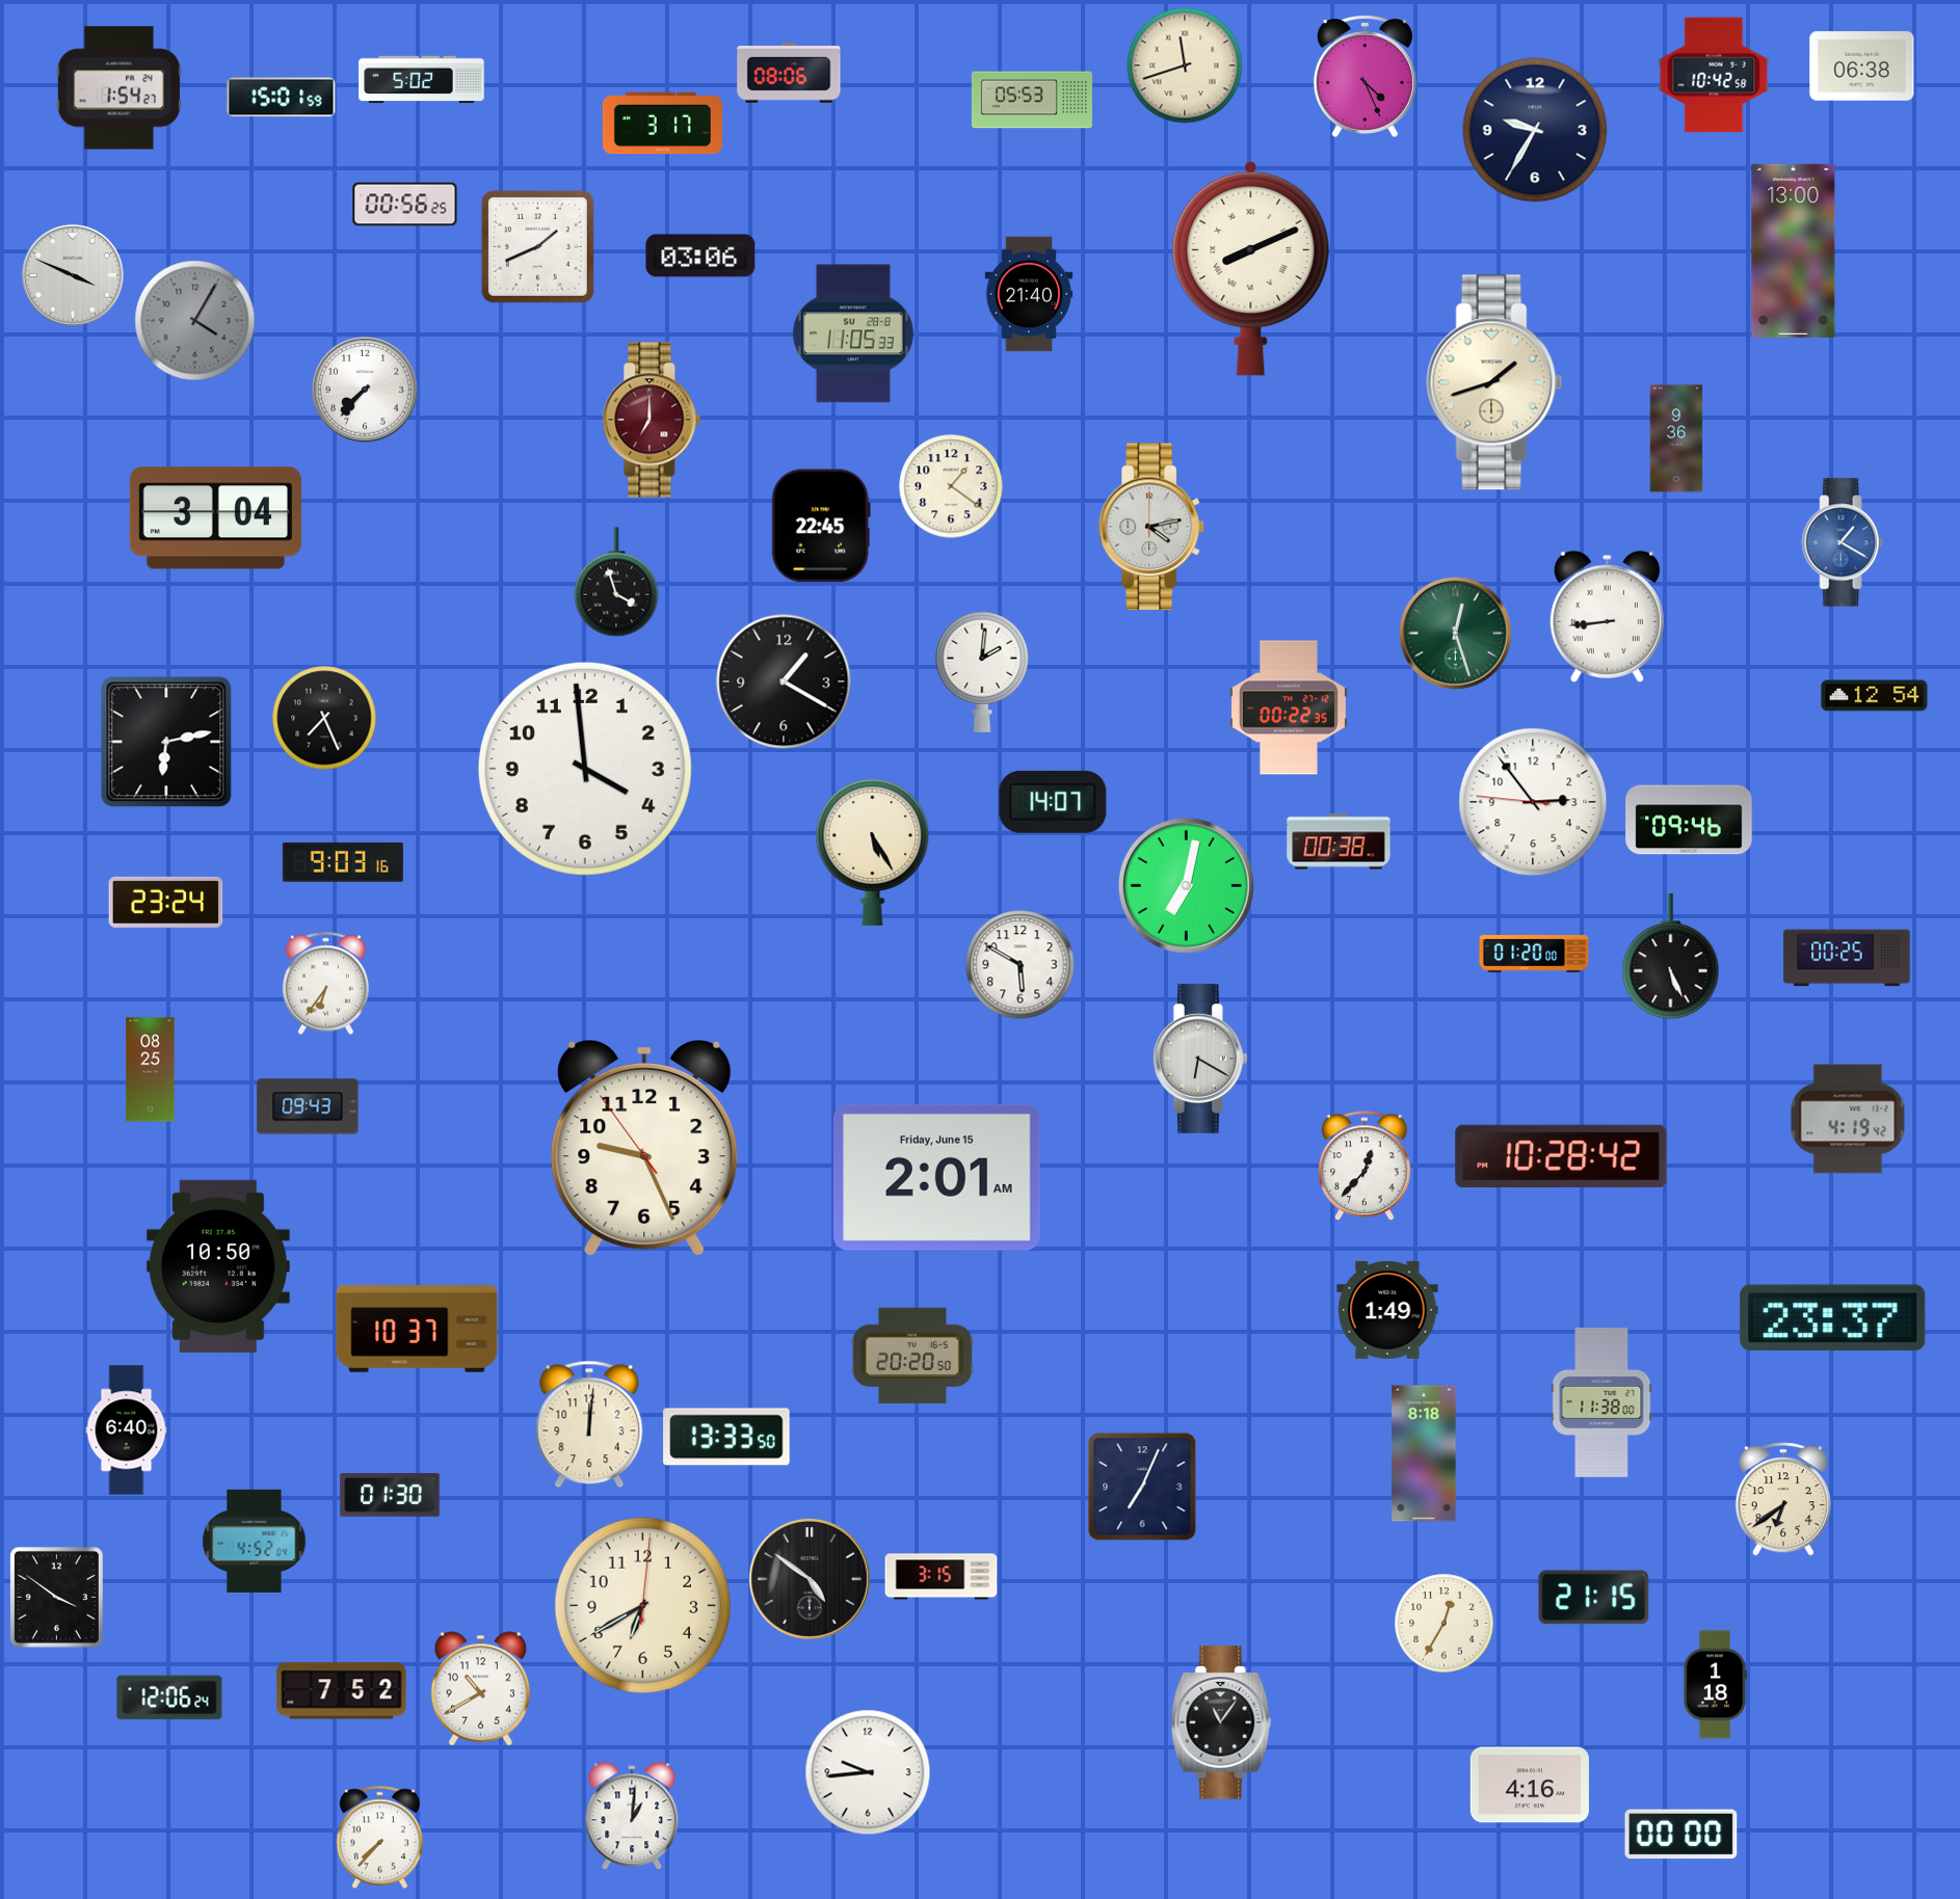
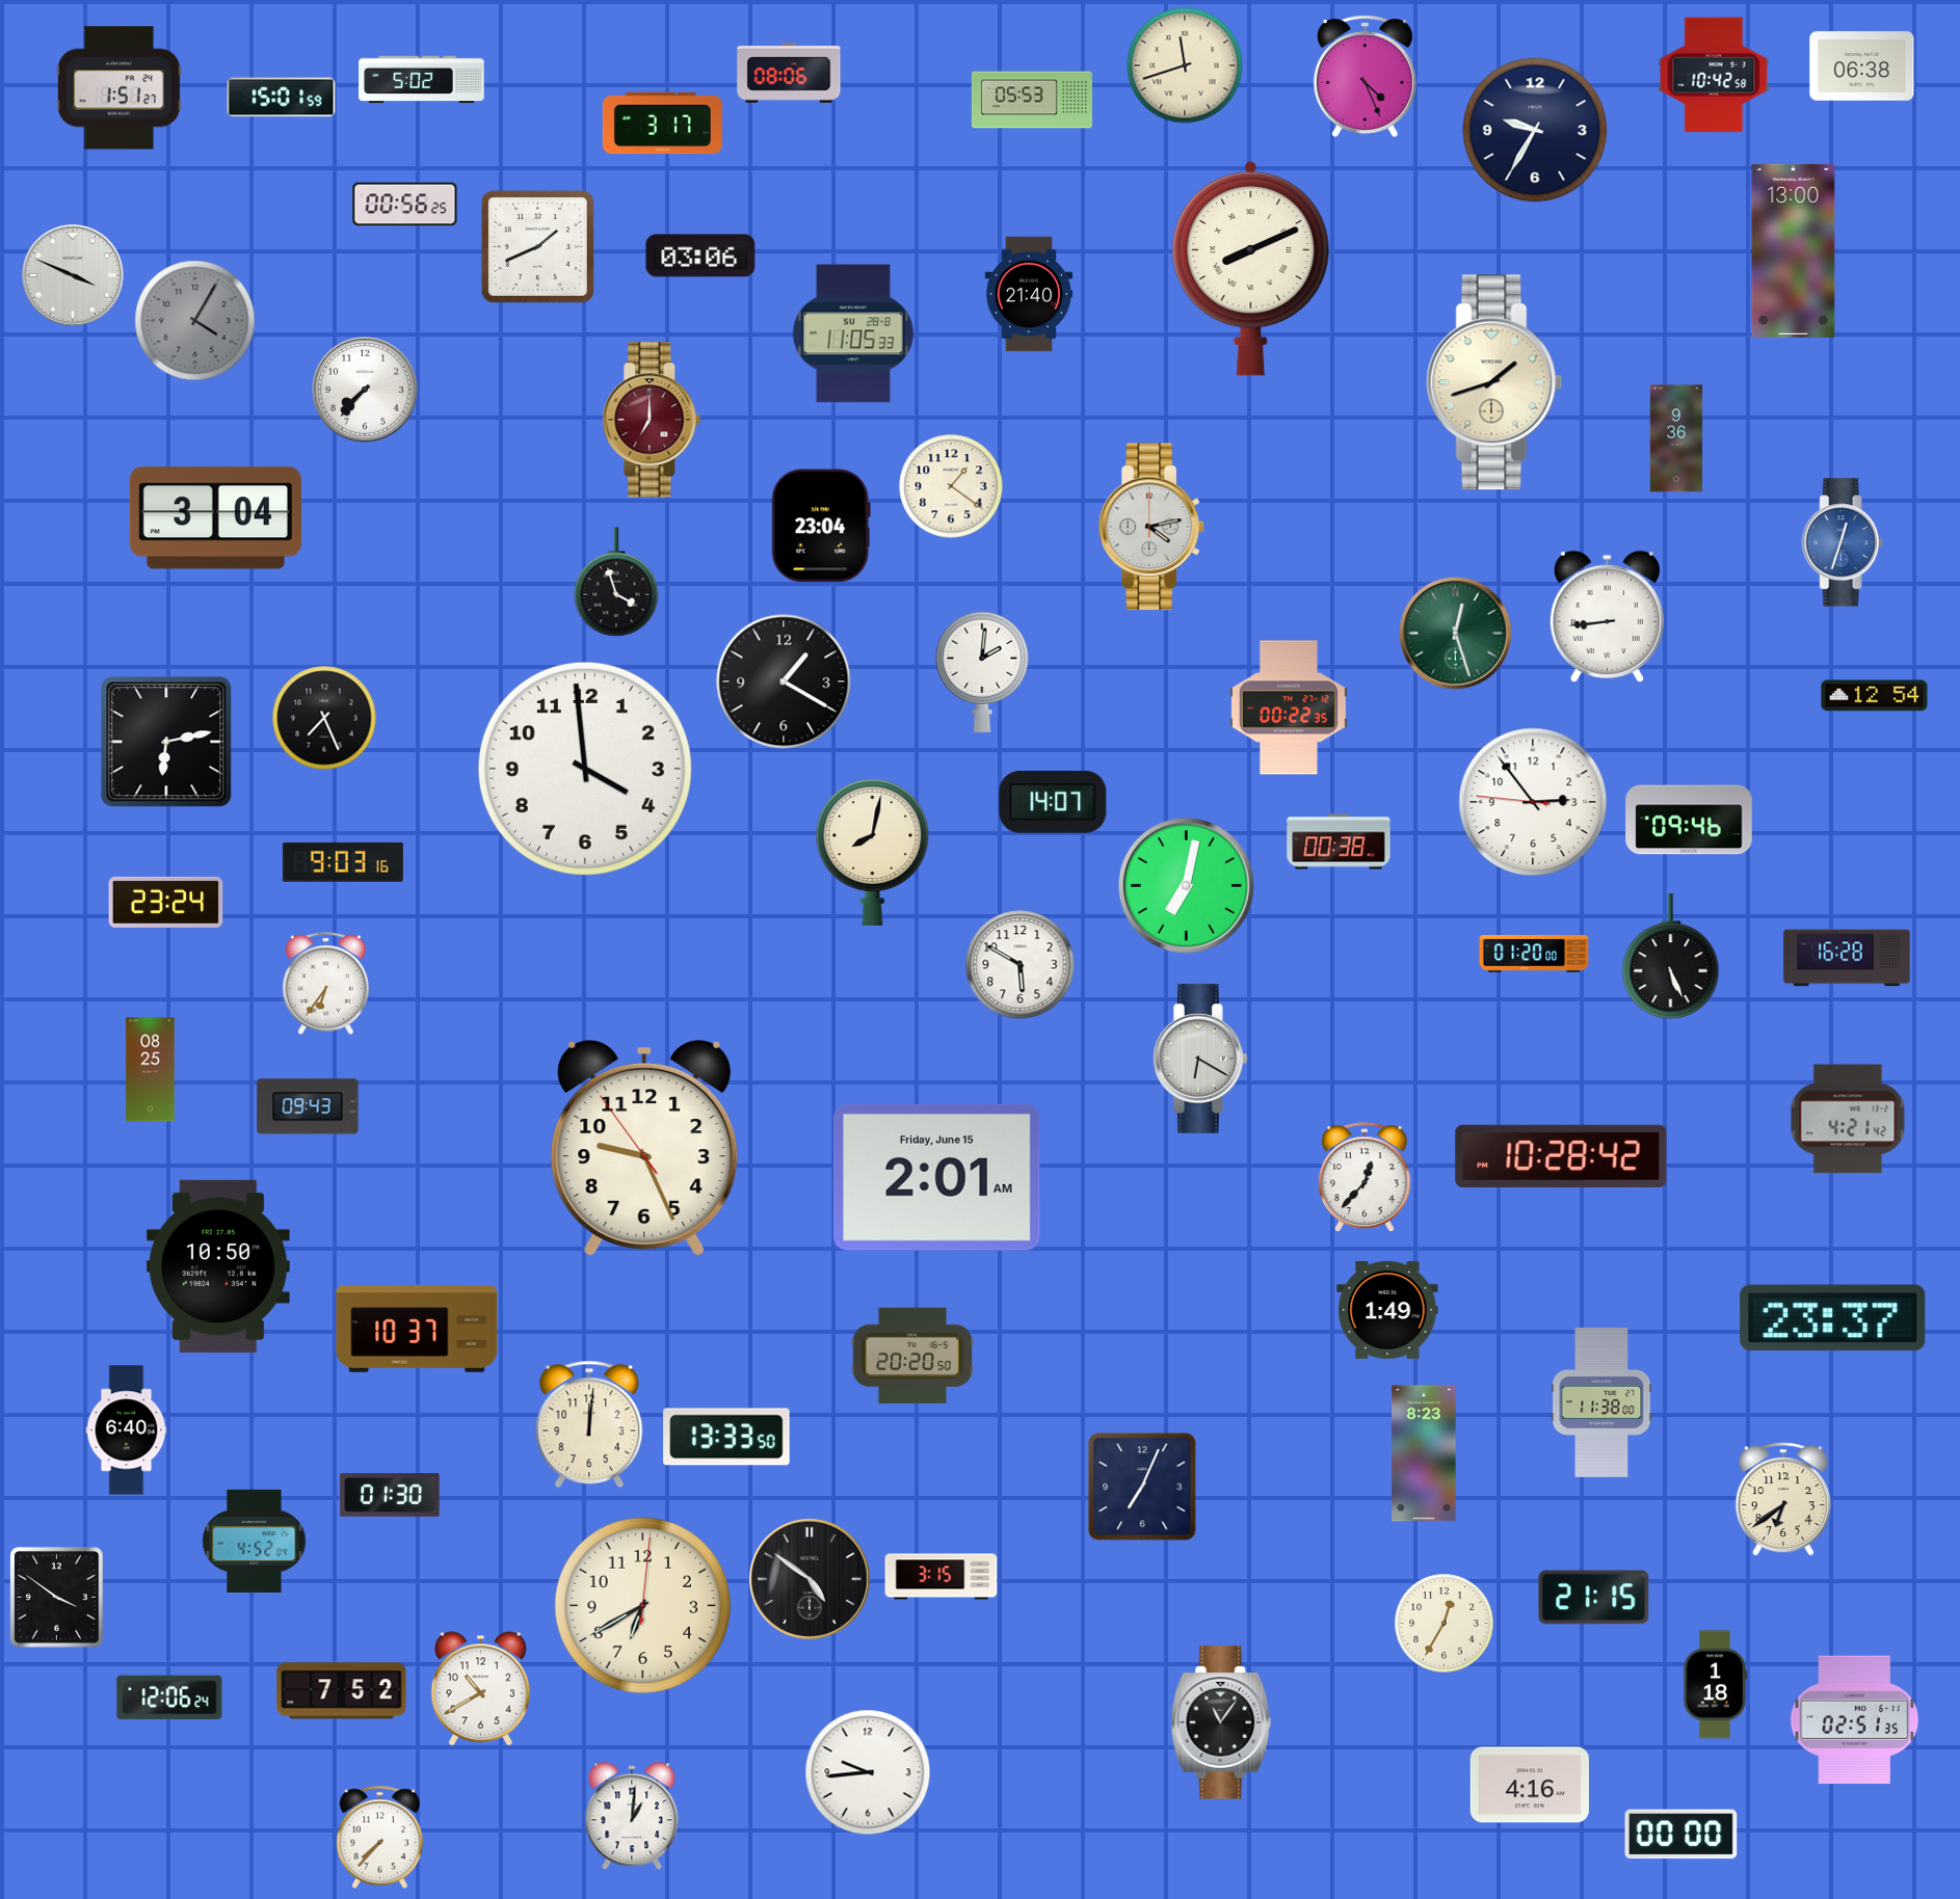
clock at (118, 88): 1:54 -> 1:51
clock at (821, 526): 22:45 -> 23:04
clock at (1843, 542): 1:20 -> 12:33
clock at (873, 852): 5:25 -> 8:02
clock at (1847, 958): 00:25 -> 16:28
clock at (1848, 1119): 4:19 -> 4:21
clock at (1365, 1167) position: (1365, 1167) -> (1365, 1178)
clock at (1424, 1453): 8:18 -> 8:23
clock at (1855, 1720): none -> 02:51
